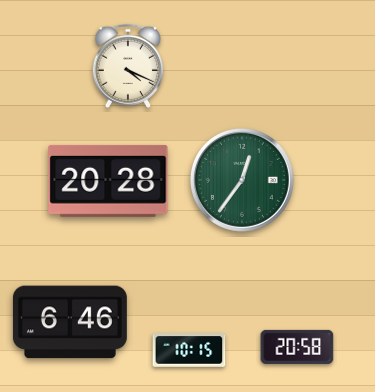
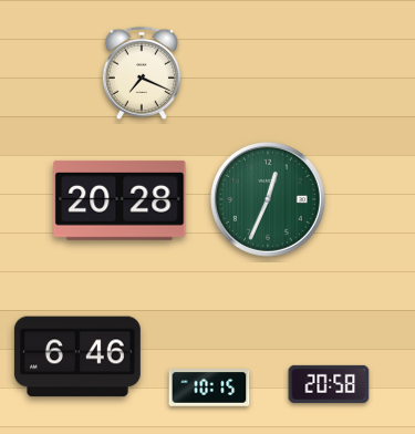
clock at (128, 66): 4:19 -> 7:19
clock at (242, 180): 12:36 -> 12:34
